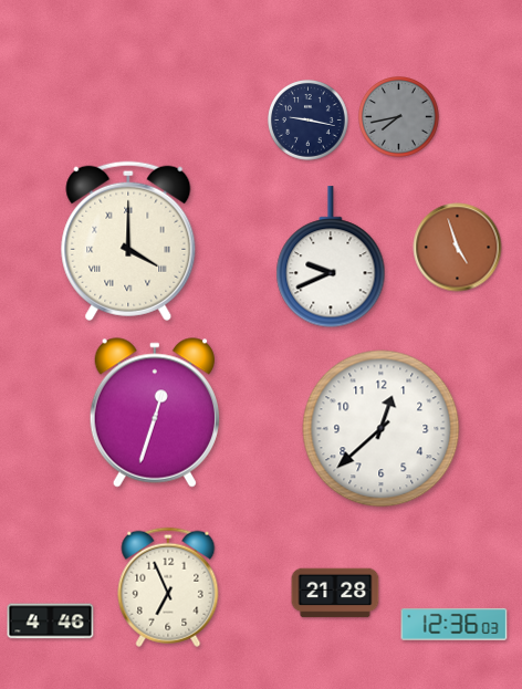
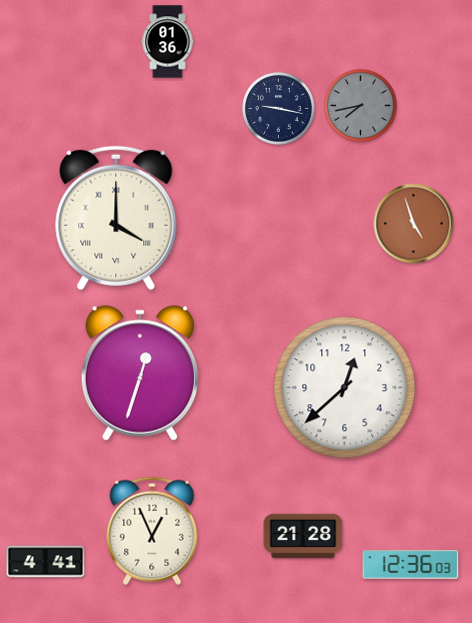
clock at (168, 42): none -> 01:36
clock at (331, 258): 9:41 -> none
clock at (168, 587): 6:56 -> 12:56
clock at (51, 622): 4:46 -> 4:41
